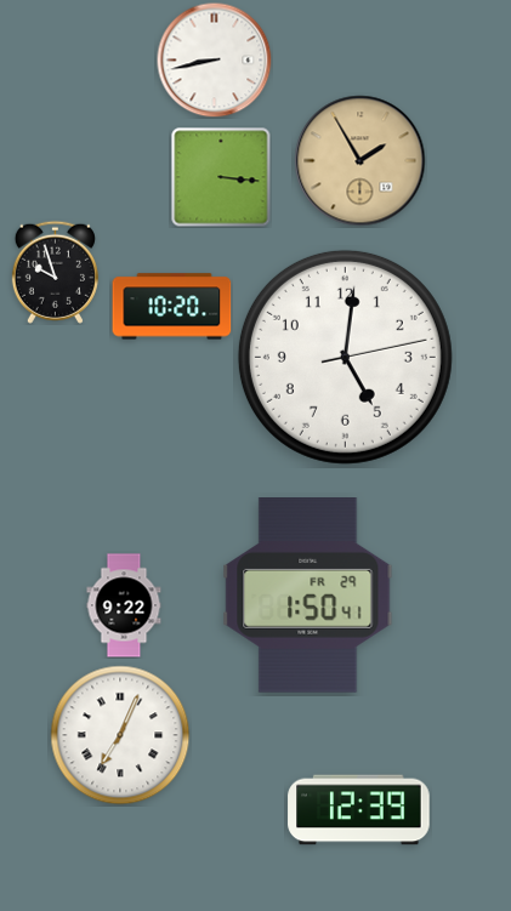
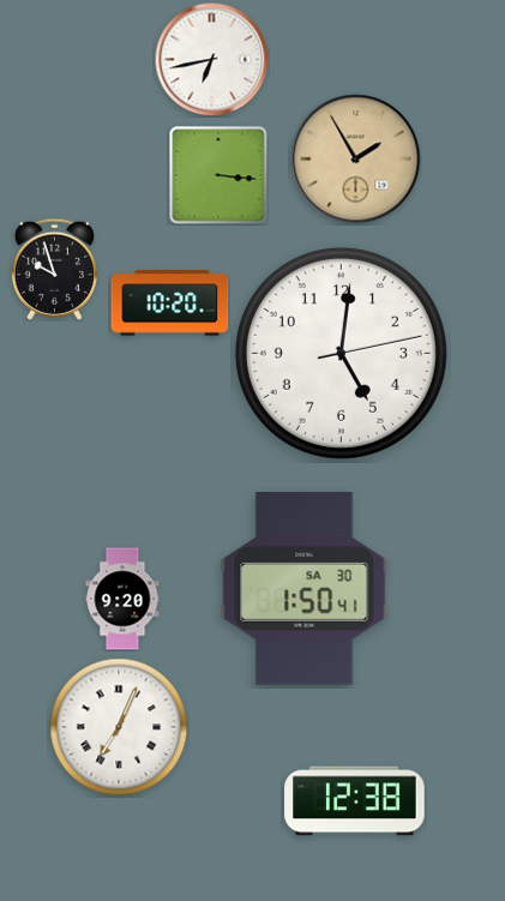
clock at (214, 59): 8:43 -> 6:43
clock at (308, 596) date: FR 29 -> SA 30
clock at (124, 605): 9:22 -> 9:20
clock at (359, 810): 12:39 -> 12:38
